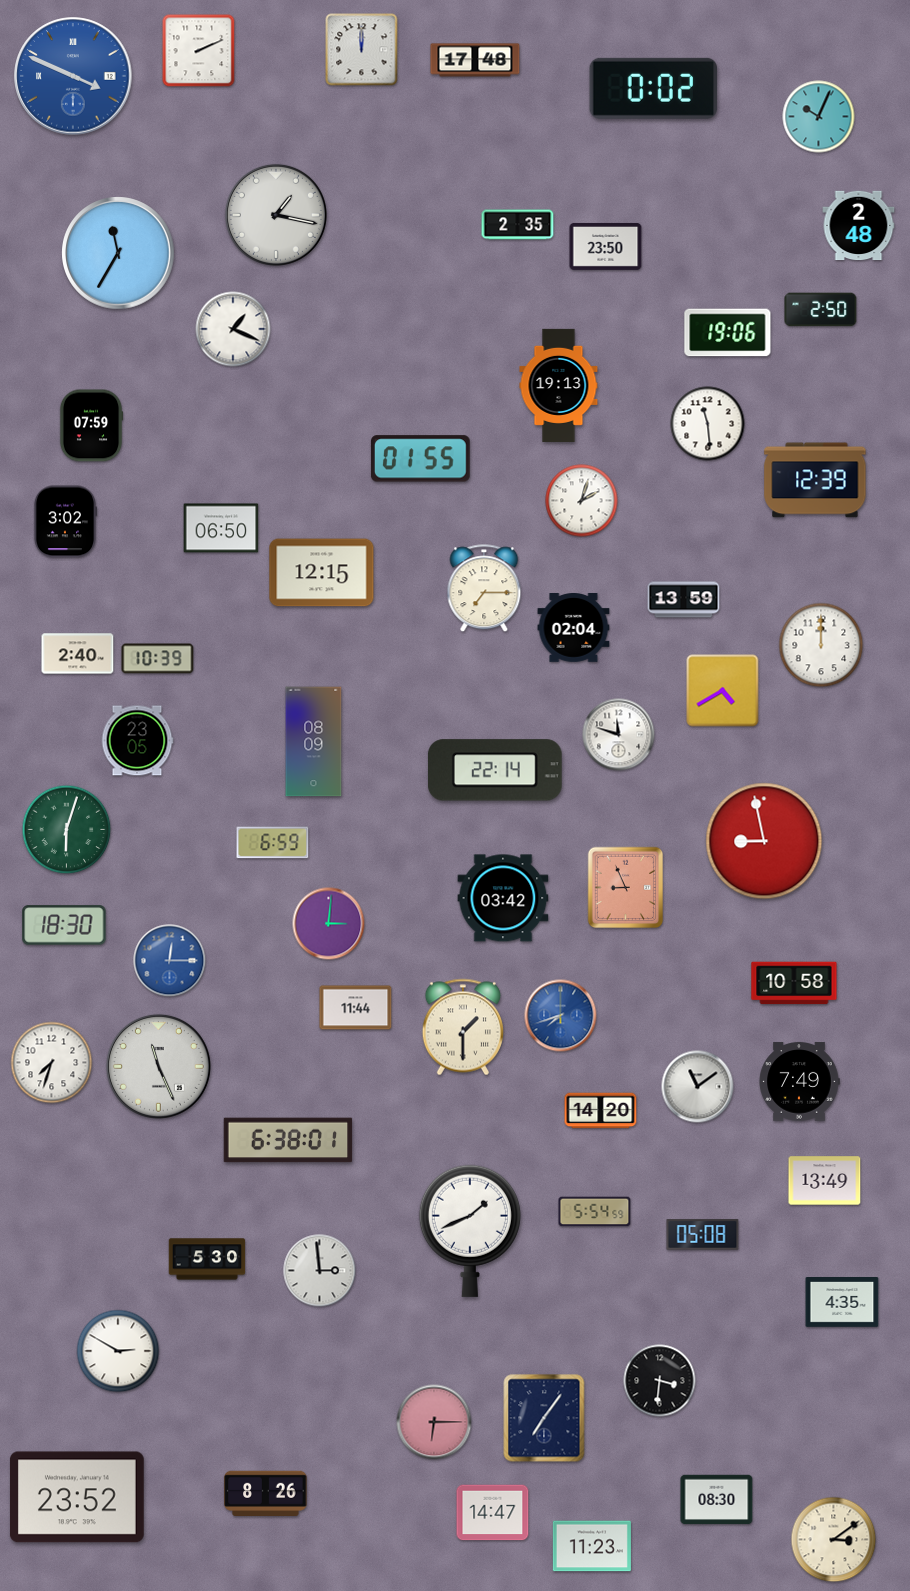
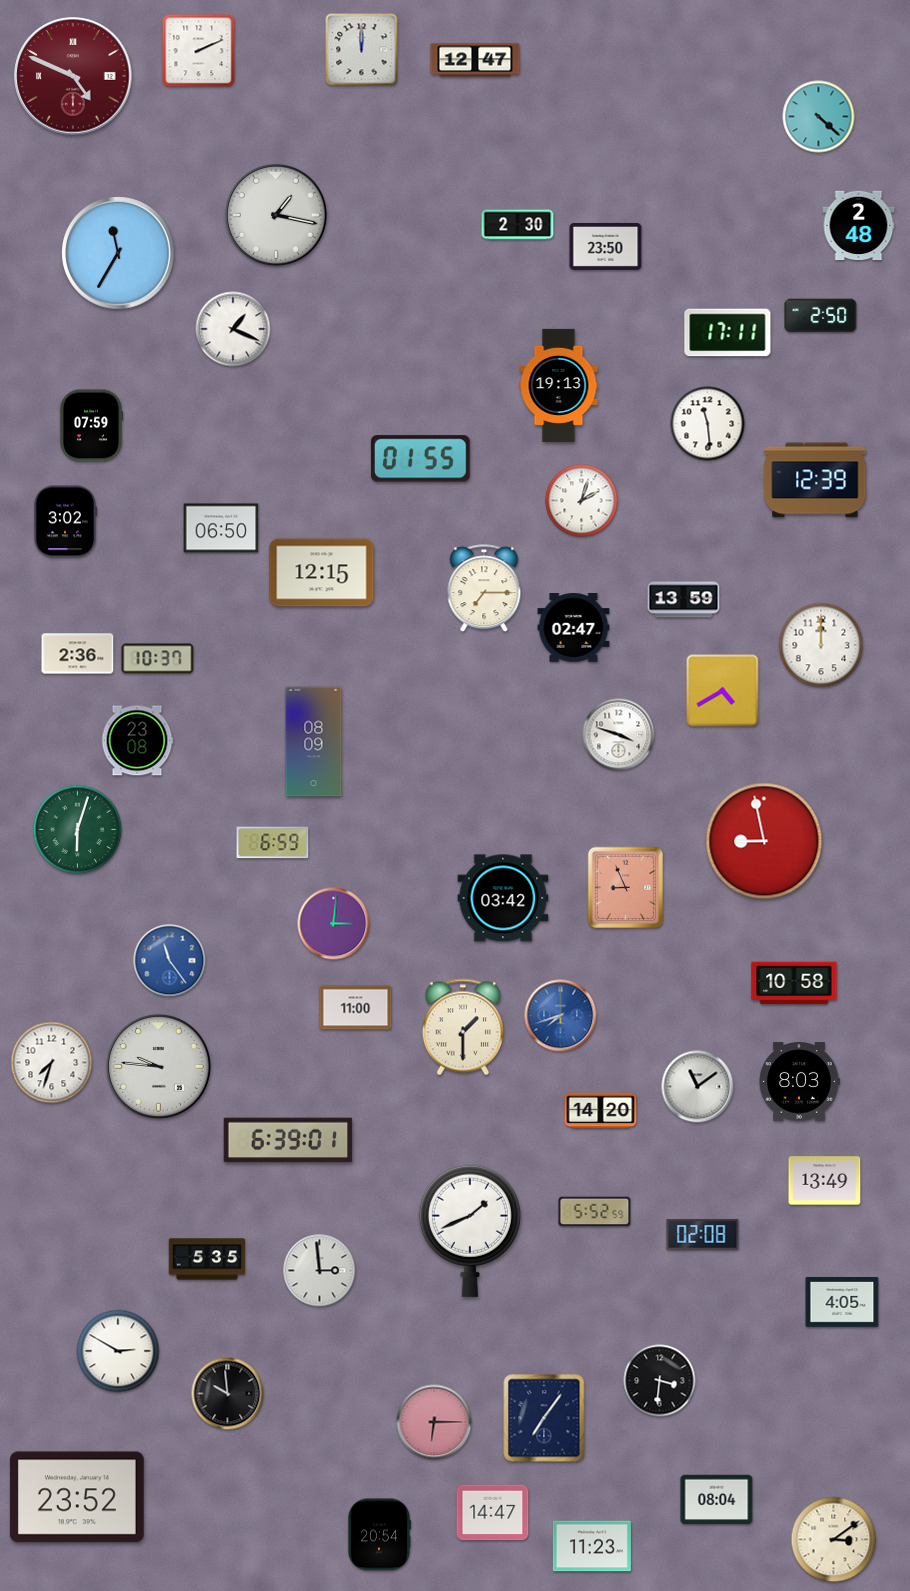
clock at (475, 60): 17:48 -> 12:47
clock at (73, 76): 3:49 -> 4:49
clock at (73, 76) dial: blue -> burgundy
clock at (654, 88): 0:02 -> none
clock at (819, 117): 10:04 -> 4:22
clock at (518, 225): 2:35 -> 2:30
clock at (821, 310) position: (821, 310) -> (821, 316)
clock at (728, 333): 19:06 -> 17:11
clock at (574, 628): 02:04 -> 02:47
clock at (78, 654): 2:40 -> 2:36
clock at (158, 659): 10:39 -> 10:37
clock at (619, 735): 11:48 -> 3:48
clock at (137, 741): 23:05 -> 23:08
clock at (495, 770): 22:14 -> none
clock at (67, 830) position: (67, 830) -> (78, 830)
clock at (329, 924) position: (329, 924) -> (334, 924)
clock at (64, 925): 18:30 -> none
clock at (170, 961): 12:15 -> 11:24
clock at (356, 1008): 11:44 -> 11:00
clock at (158, 1066): 11:26 -> 9:46
clock at (799, 1082): 7:49 -> 8:03
clock at (288, 1140): 6:38 -> 6:39
clock at (595, 1212): 5:54 -> 5:52
clock at (703, 1235): 05:08 -> 02:08
clock at (207, 1259): 5:30 -> 5:35
clock at (842, 1303): 4:35 -> 4:05
clock at (228, 1394): none -> 9:59
clock at (266, 1494): 8:26 -> none
clock at (717, 1500): 08:30 -> 08:04
clock at (379, 1535): none -> 20:54
